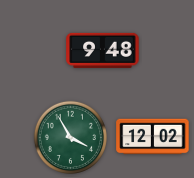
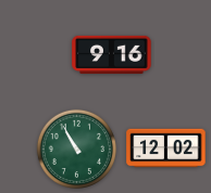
clock at (103, 50): 9:48 -> 9:16
clock at (70, 137): 3:55 -> 10:55
